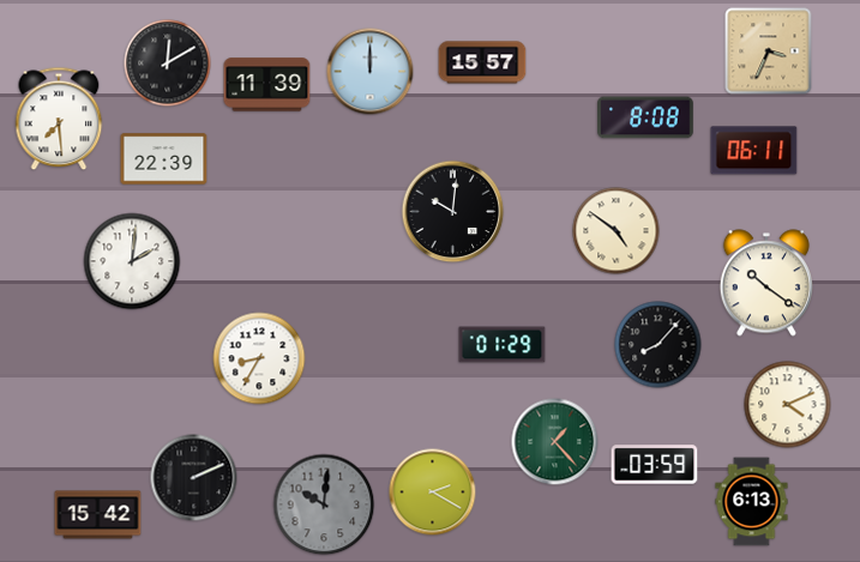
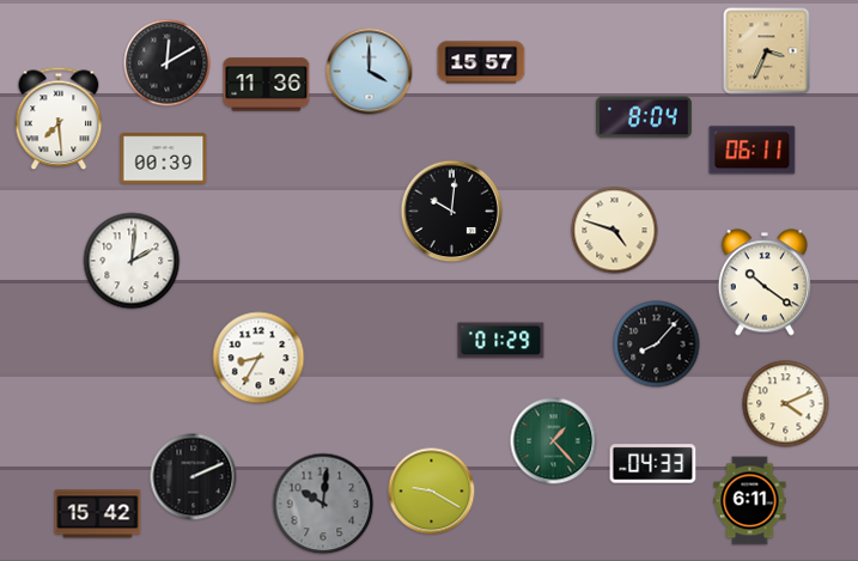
clock at (371, 72): 12:00 -> 4:00
clock at (267, 85): 11:39 -> 11:36
clock at (646, 117): 8:08 -> 8:04
clock at (164, 159): 22:39 -> 00:39
clock at (617, 231): 4:51 -> 4:48
clock at (503, 345) position: (503, 345) -> (501, 341)
clock at (655, 465): 03:59 -> 04:33
clock at (433, 492): 2:20 -> 9:20
clock at (752, 502): 6:13 -> 6:11
